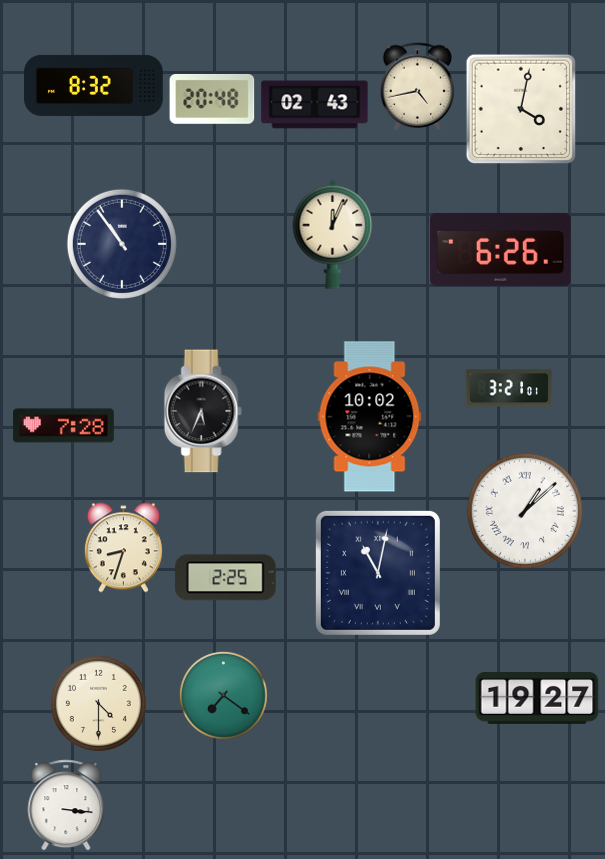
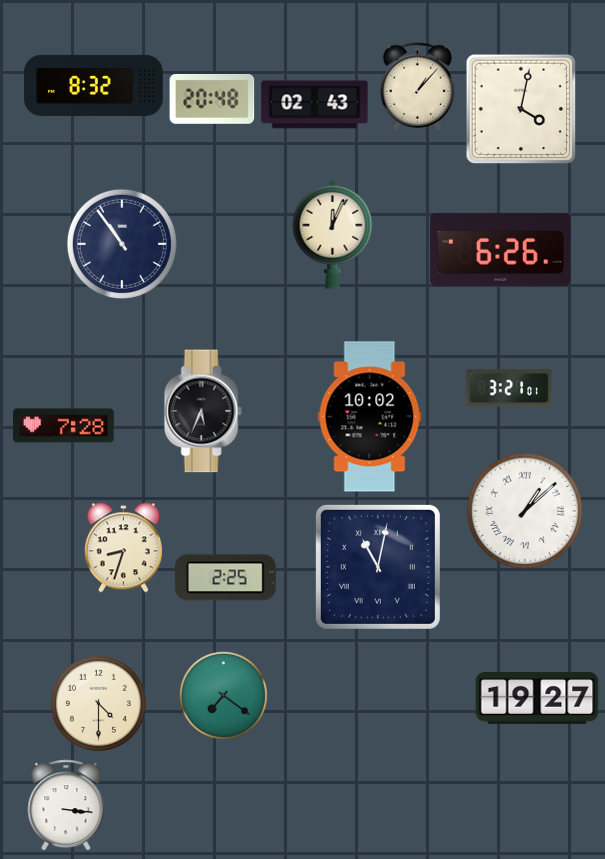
clock at (418, 87): 4:43 -> 1:07
clock at (378, 573) position: (378, 573) -> (378, 567)
